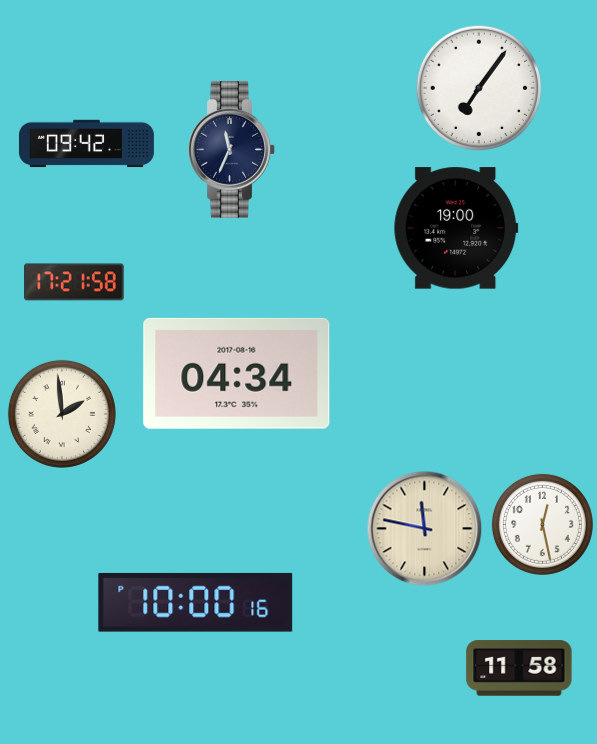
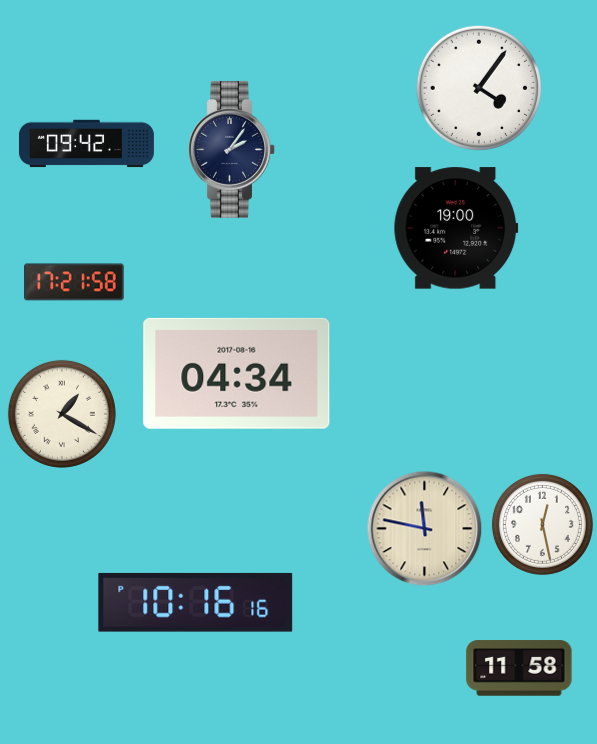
clock at (479, 88): 7:06 -> 4:06
clock at (232, 149): 11:34 -> 2:06
clock at (62, 414): 1:59 -> 1:20
clock at (196, 602): 10:00 -> 10:16
